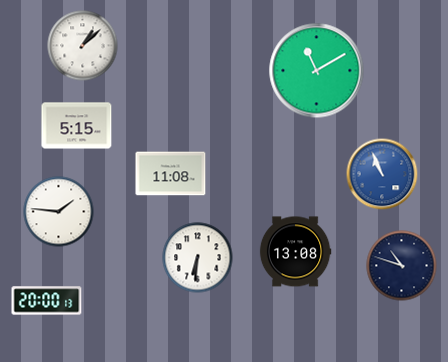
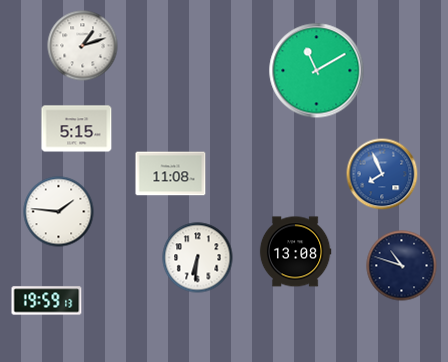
clock at (83, 46): 1:08 -> 1:12
clock at (77, 126) position: (77, 126) -> (77, 129)
clock at (382, 174): 10:56 -> 7:56
clock at (47, 301): 20:00 -> 19:59
